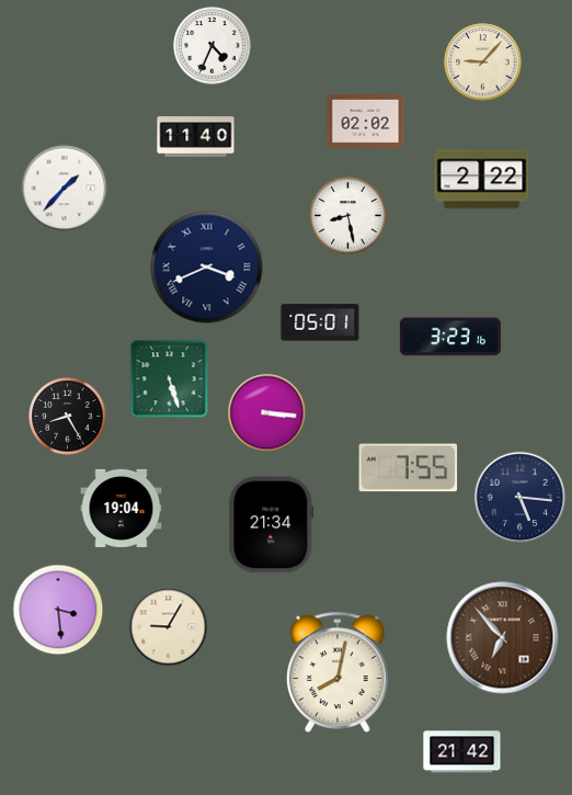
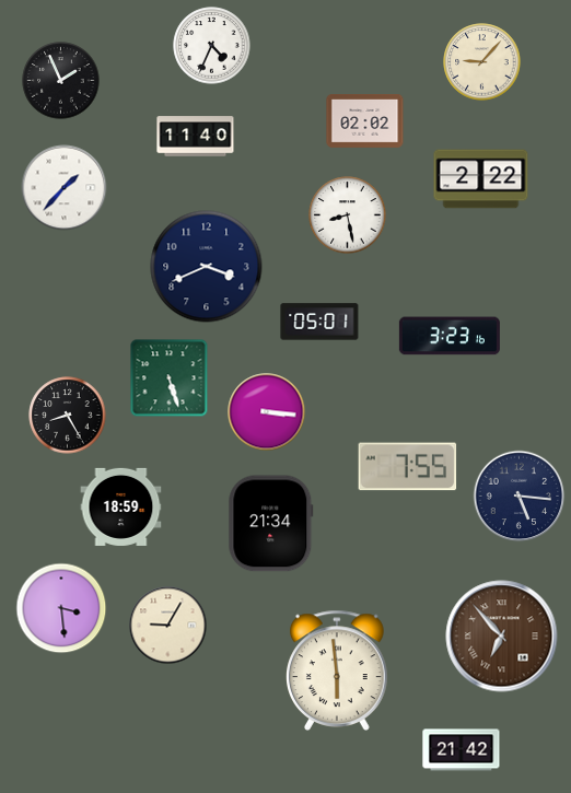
clock at (61, 81): none -> 1:56
clock at (207, 268) numerals: Roman -> Arabic
clock at (122, 508): 19:04 -> 18:59
clock at (58, 610) position: (58, 610) -> (61, 608)
clock at (339, 672): 8:02 -> 5:59
